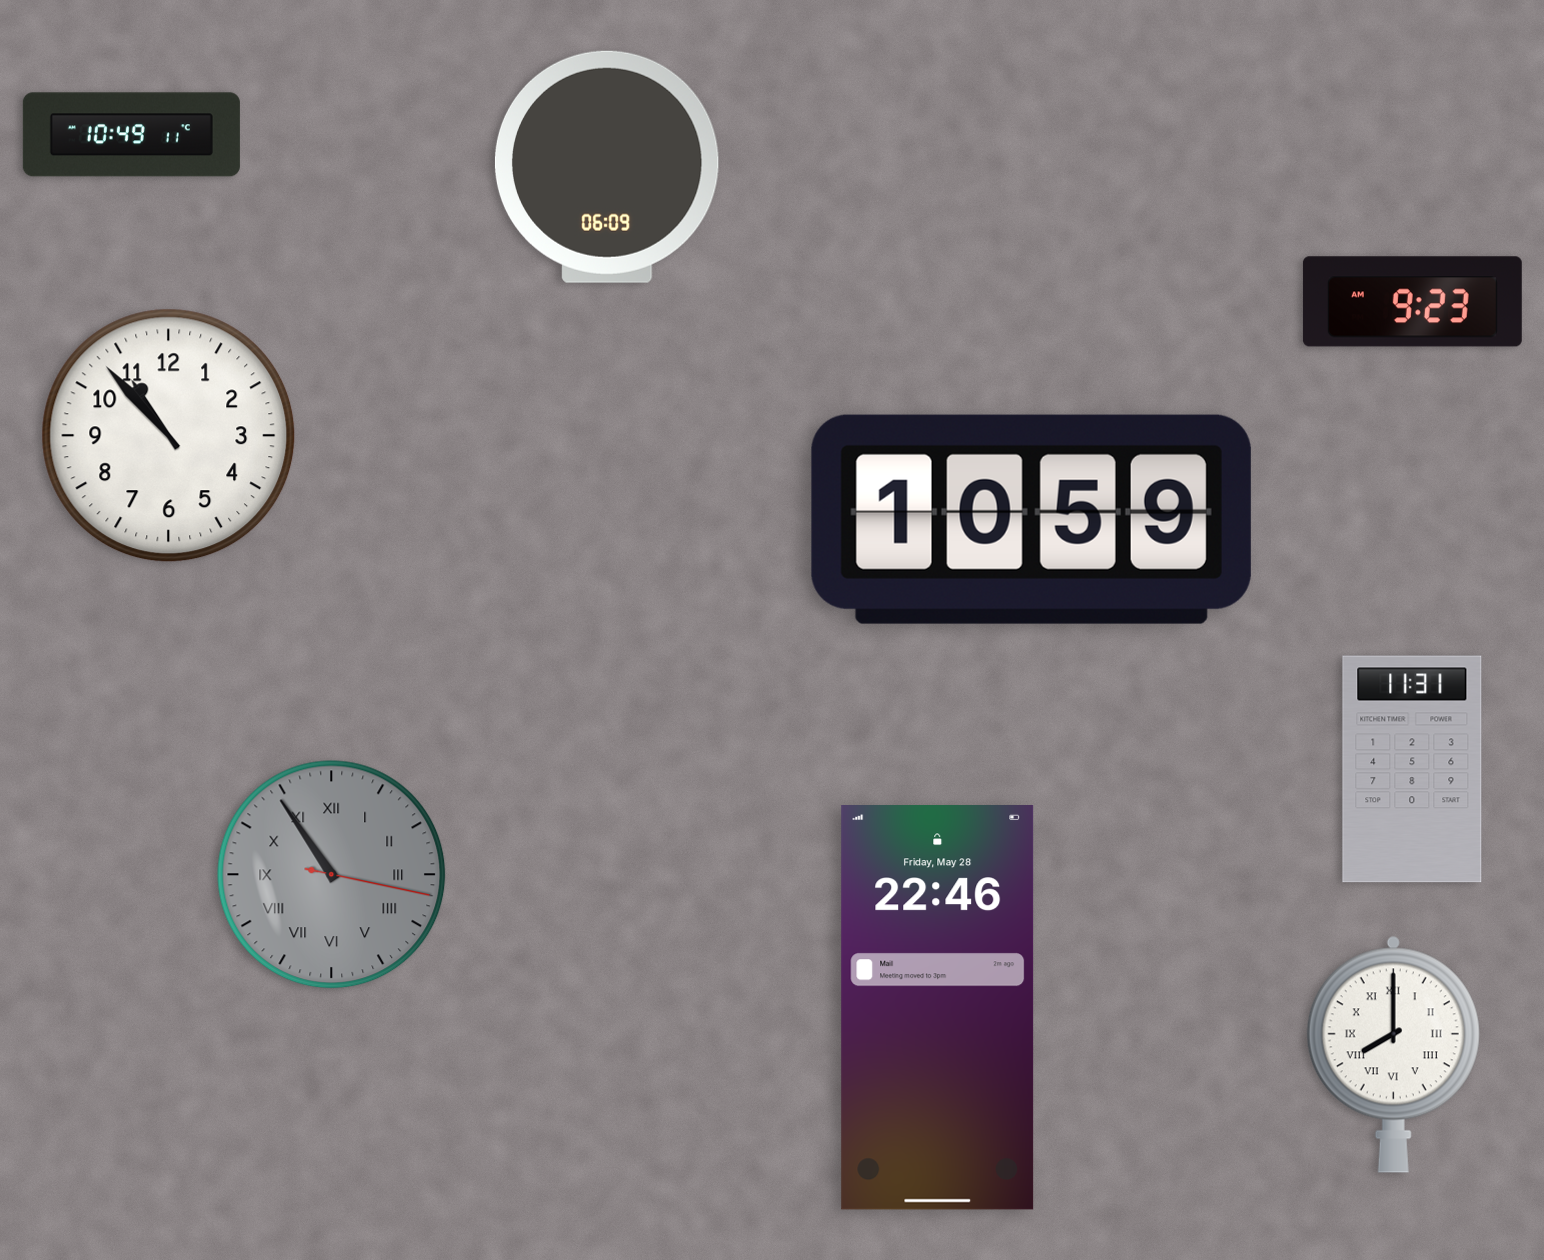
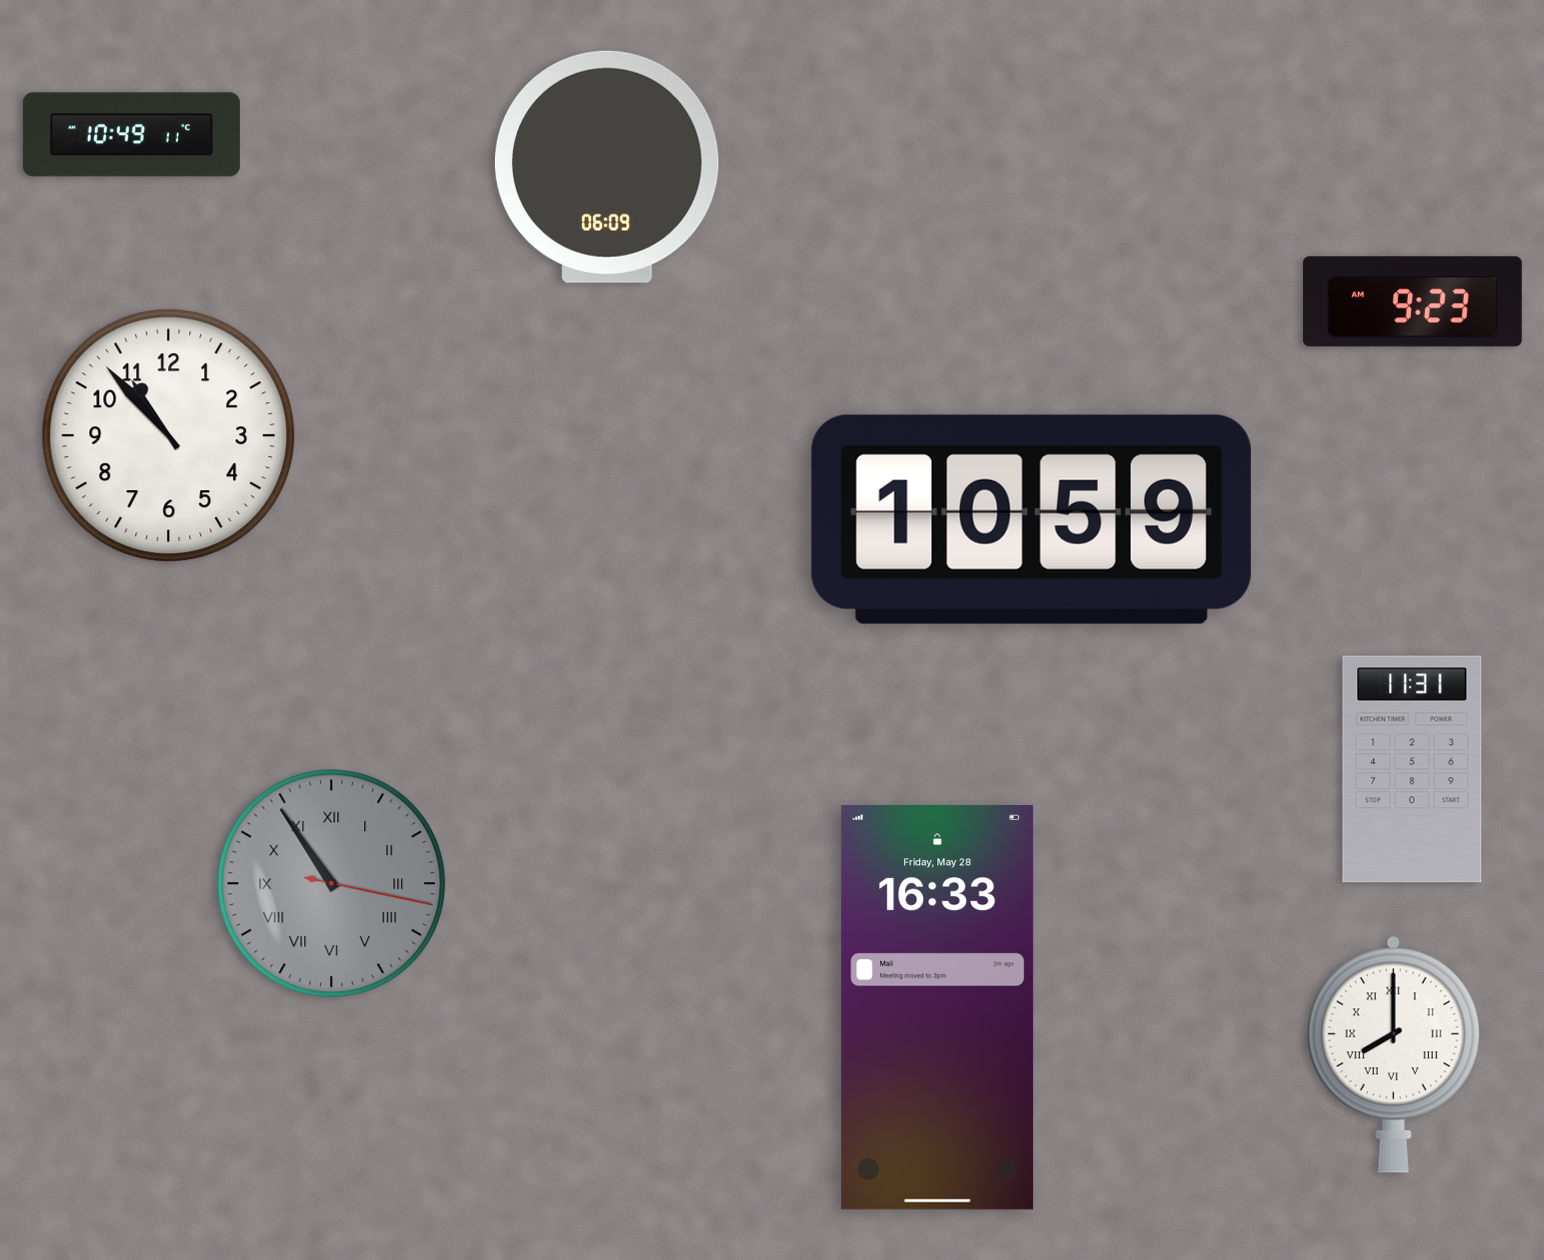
clock at (332, 875) position: (332, 875) -> (332, 884)
clock at (938, 1008): 22:46 -> 16:33
